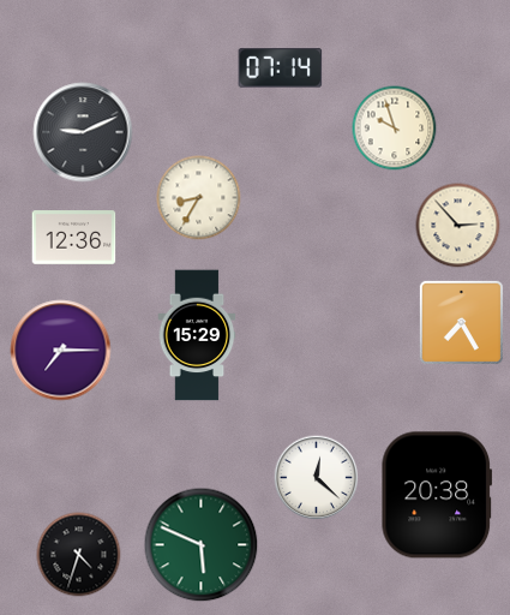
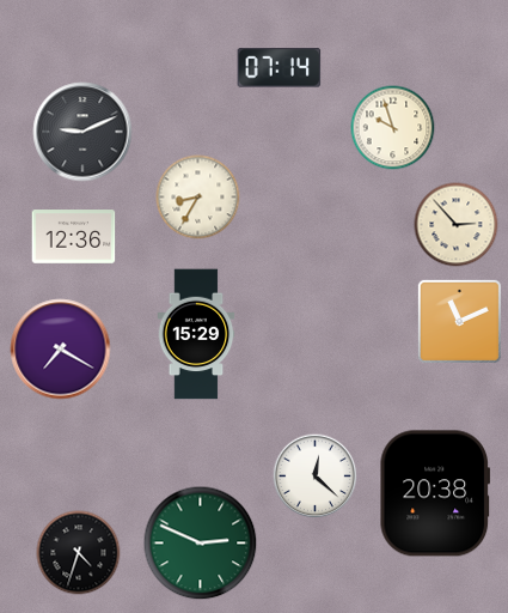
clock at (461, 322): 7:25 -> 11:11
clock at (61, 351): 7:15 -> 7:20
clock at (202, 545): 5:49 -> 2:49
